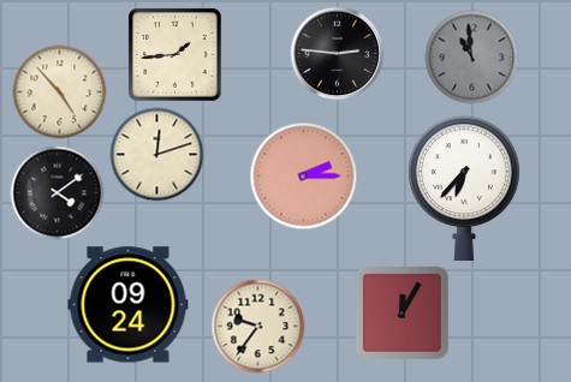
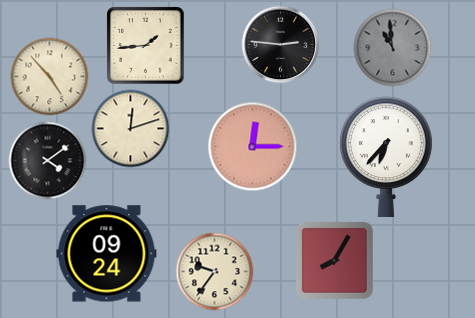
clock at (303, 175): 2:15 -> 12:15
clock at (402, 312): 12:05 -> 8:05
